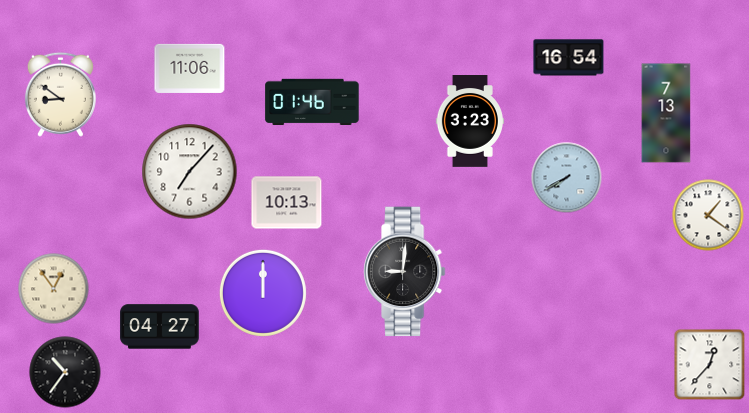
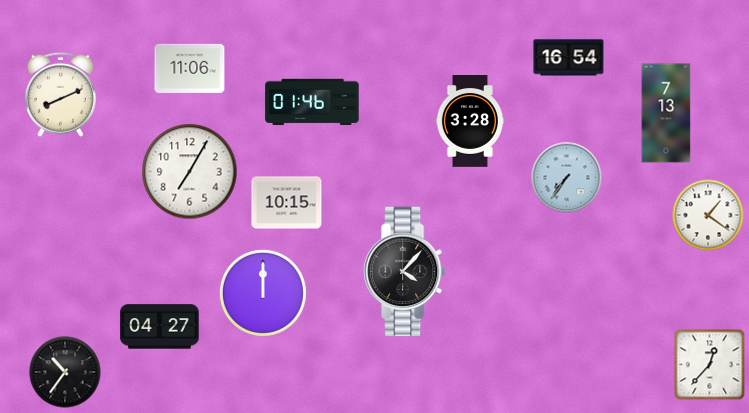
clock at (60, 94): 8:51 -> 8:11
clock at (469, 122): 3:23 -> 3:28
clock at (190, 172): 7:07 -> 7:05
clock at (567, 178): 7:40 -> 7:36
clock at (287, 203): 10:13 -> 10:15
clock at (404, 272): 9:01 -> 4:07
clock at (54, 289): 12:54 -> none
